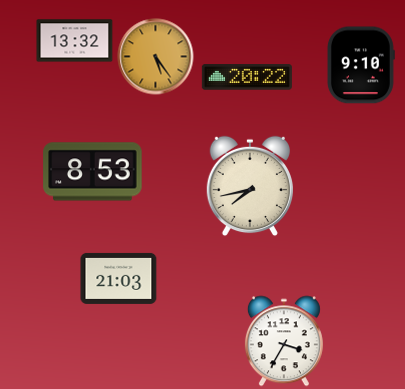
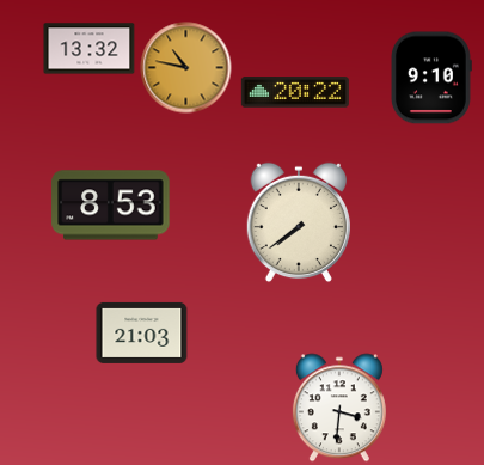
clock at (156, 57): 5:24 -> 10:47
clock at (249, 186): 7:43 -> 7:39
clock at (284, 341): 3:35 -> 3:31
